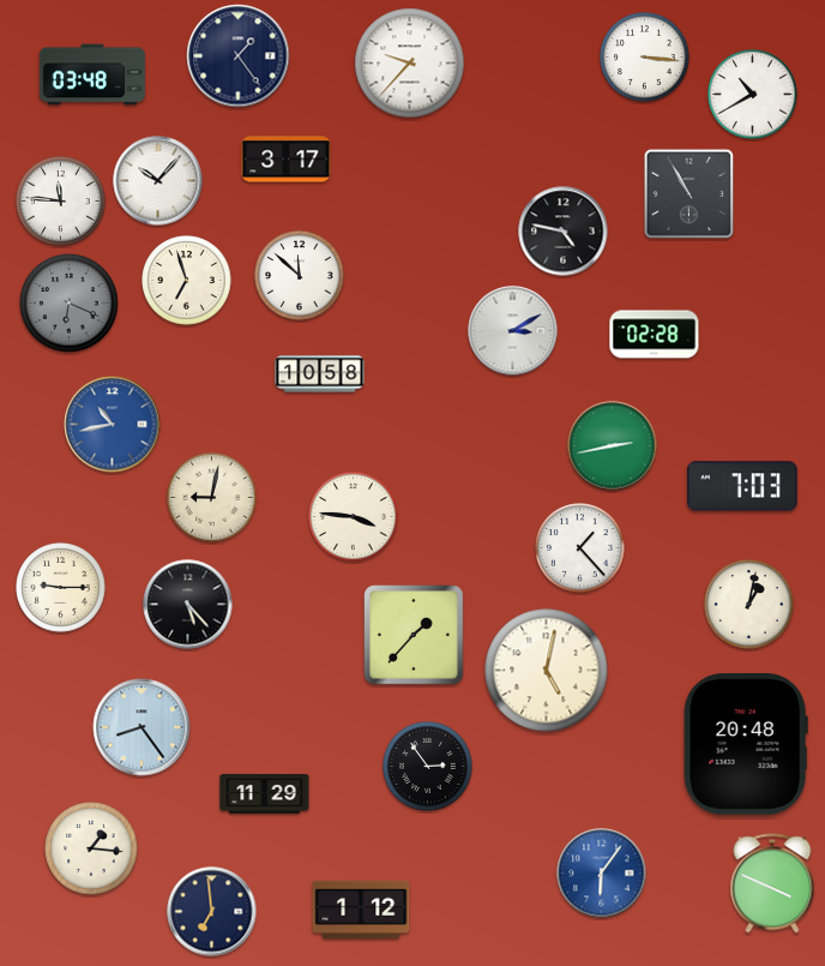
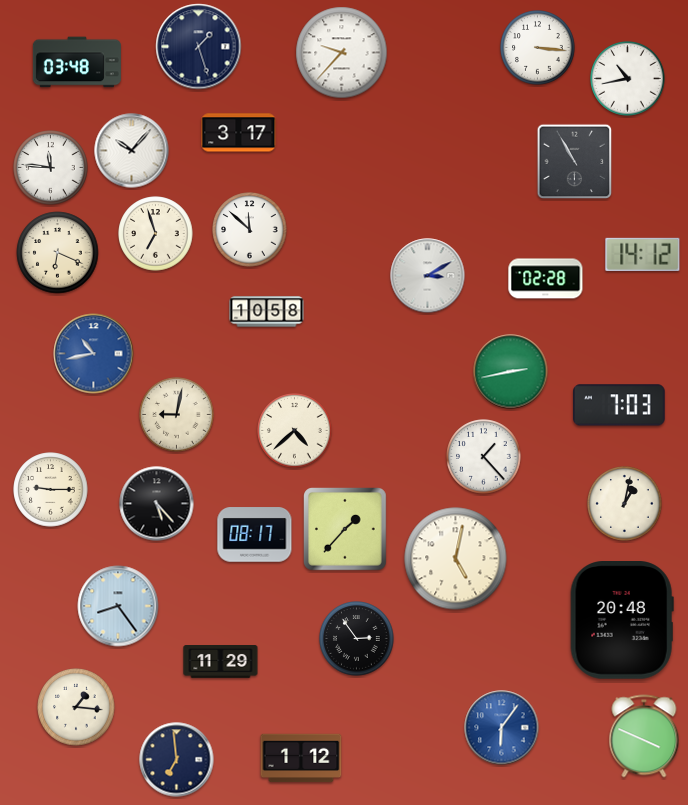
clock at (239, 56): 1:24 -> 1:27
clock at (753, 95): 10:40 -> 10:43
clock at (564, 232): 4:47 -> none
clock at (70, 304) dial: grey -> cream
clock at (643, 254): none -> 14:12
clock at (354, 517): 3:46 -> 4:38
clock at (255, 535): none -> 08:17
